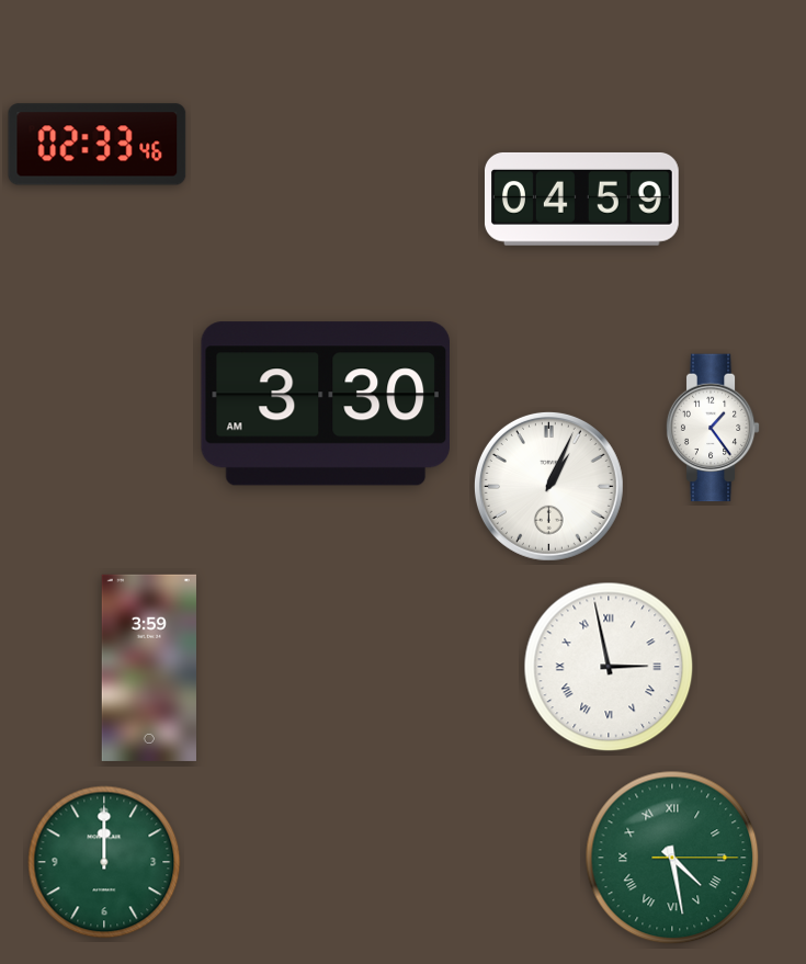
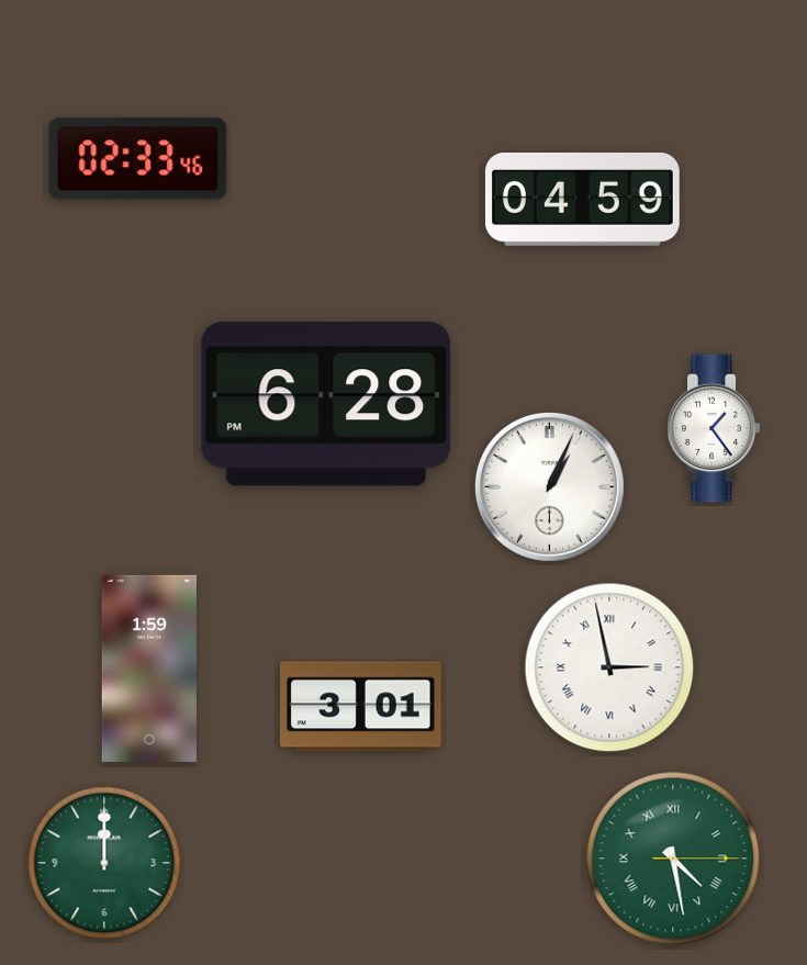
clock at (98, 145) position: (98, 145) -> (138, 159)
clock at (325, 404): 3:30 -> 6:28
clock at (149, 668): 3:59 -> 1:59
clock at (361, 707): none -> 3:01
